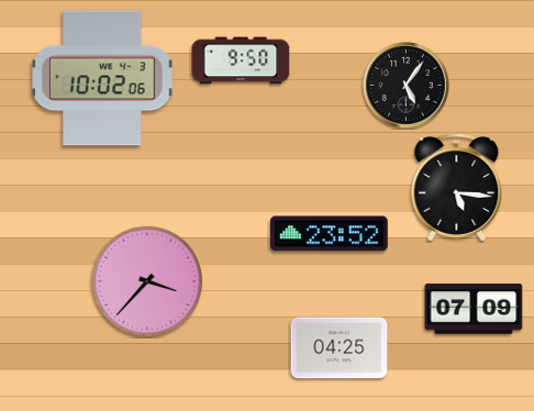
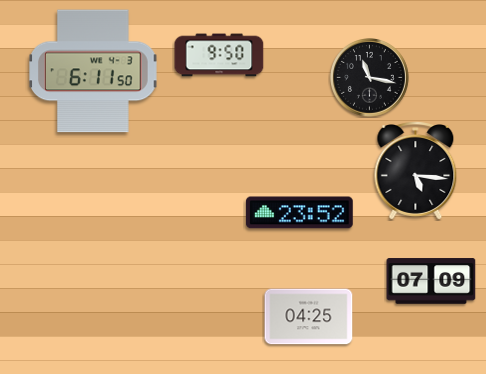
clock at (102, 78): 10:02 -> 6:11
clock at (407, 86): 5:06 -> 11:17
clock at (147, 281): 3:37 -> none
